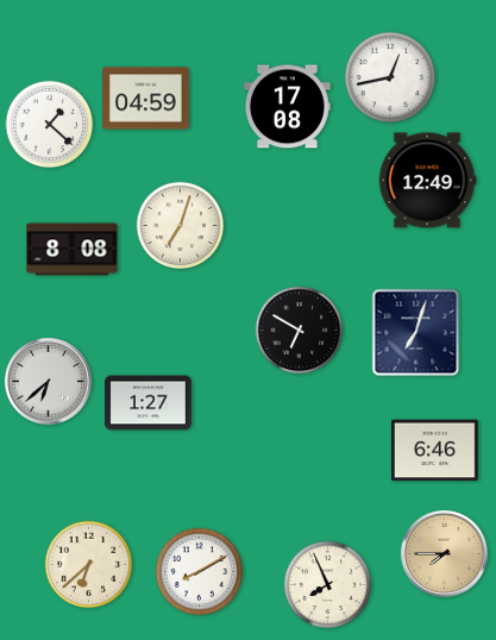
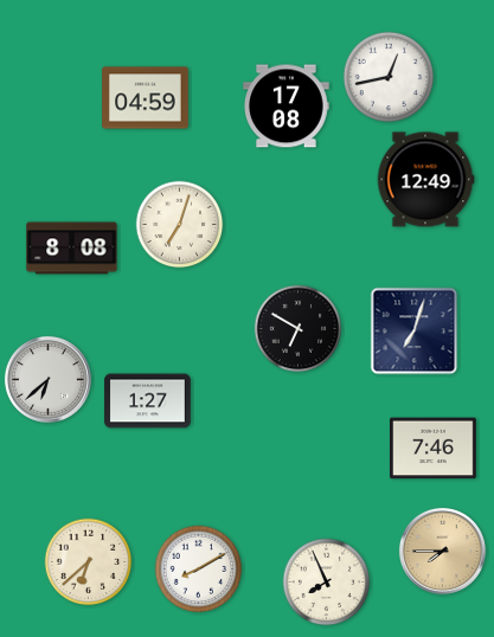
clock at (50, 125): 1:22 -> none
clock at (435, 451): 6:46 -> 7:46
